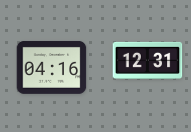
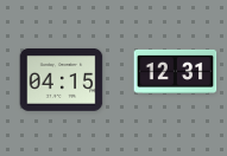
clock at (52, 68): 04:16 -> 04:15
